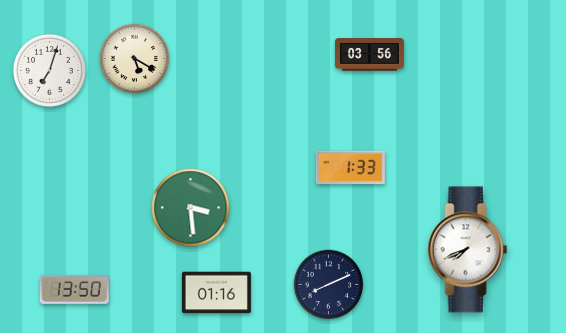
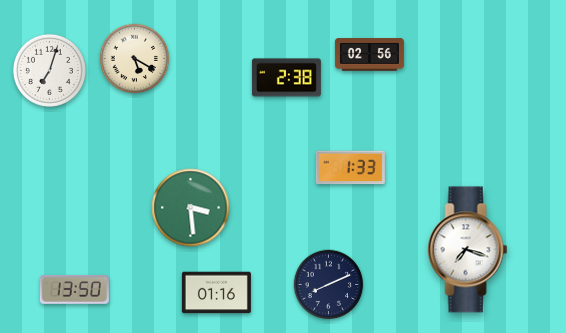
clock at (369, 55): 03:56 -> 02:56
clock at (286, 78): none -> 2:38
clock at (468, 250): 7:41 -> 7:18
